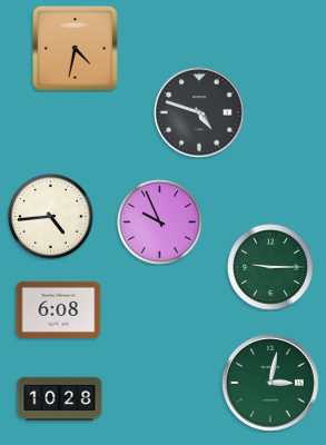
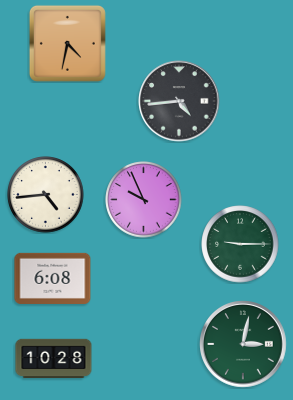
clock at (199, 112): 4:48 -> 4:44
clock at (270, 267) position: (270, 267) -> (240, 244)
